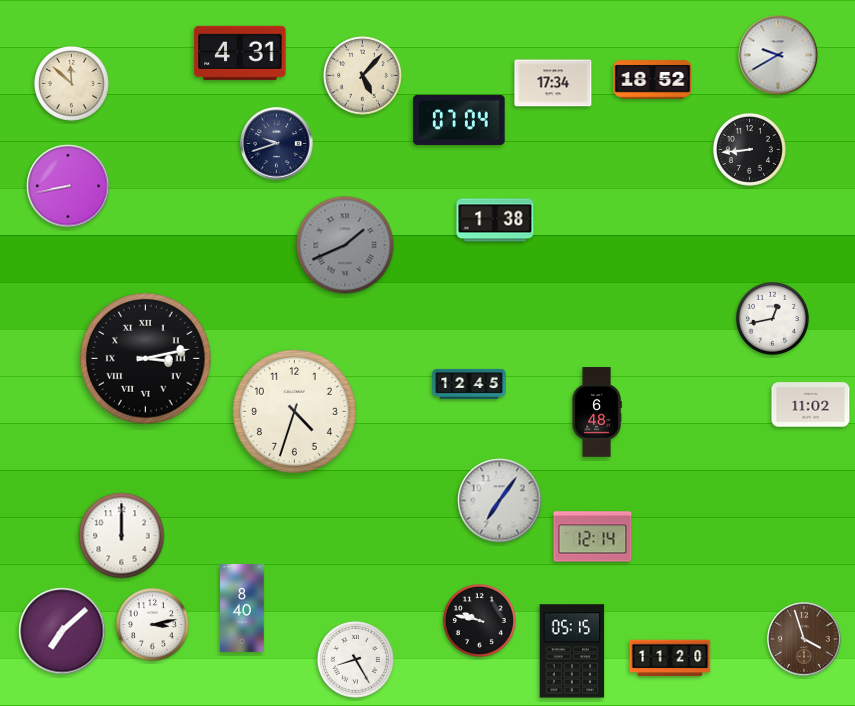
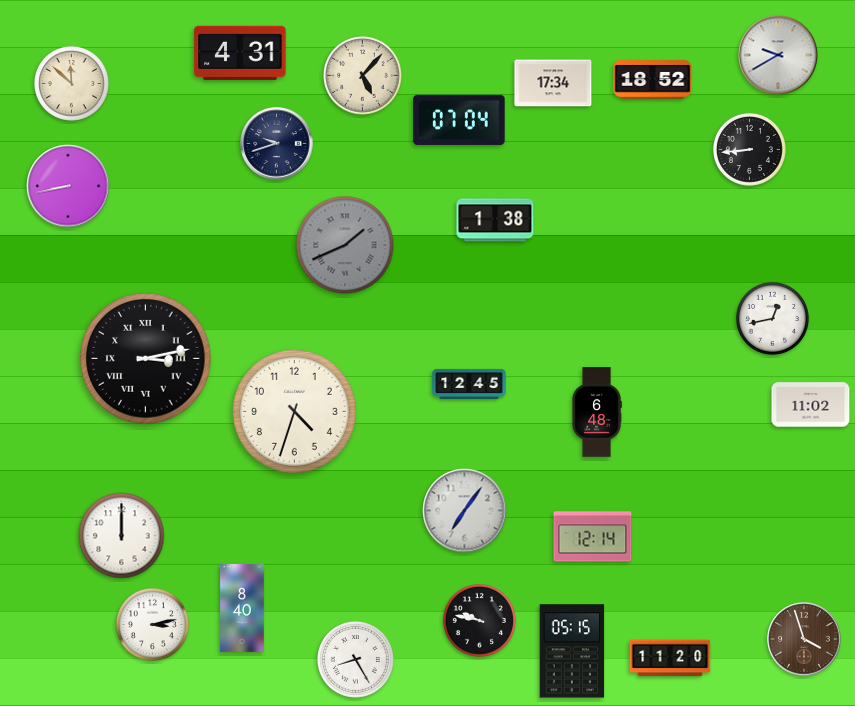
clock at (500, 501) position: (500, 501) -> (465, 511)
clock at (62, 631): 7:08 -> none
